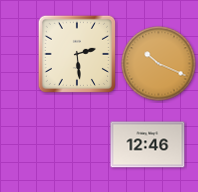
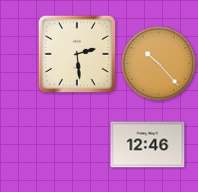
clock at (159, 64): 10:19 -> 10:23
